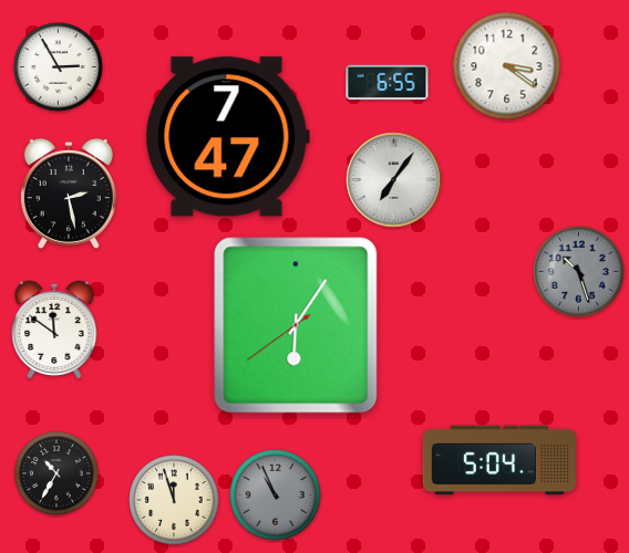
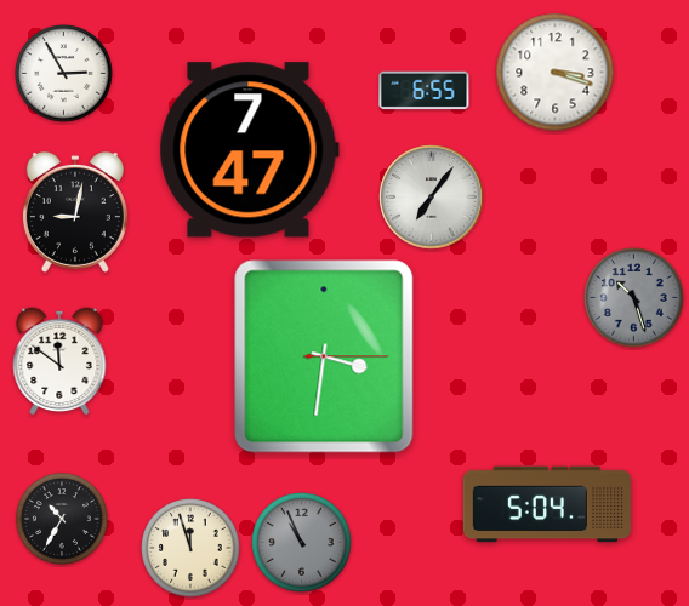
clock at (507, 66): 3:21 -> 3:18
clock at (69, 194): 2:28 -> 9:02
clock at (296, 325): 6:05 -> 3:31
